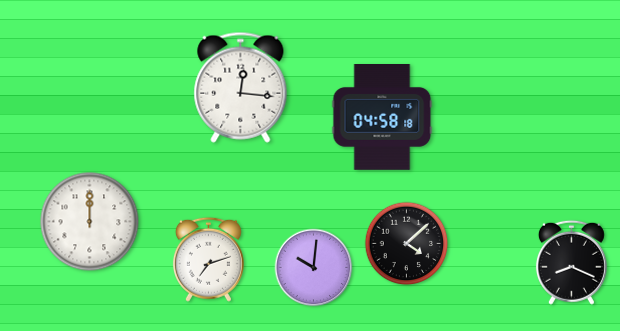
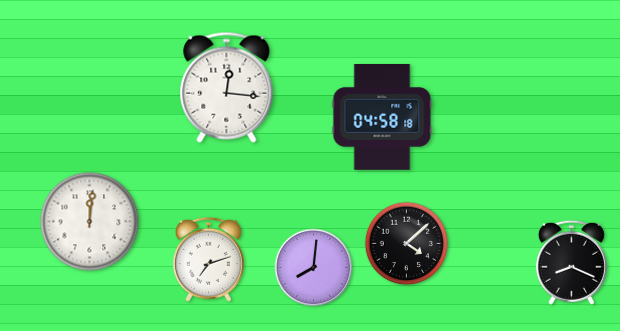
clock at (241, 87) position: (241, 87) -> (227, 87)
clock at (90, 222): 12:00 -> 12:01
clock at (314, 268): 10:01 -> 8:01
